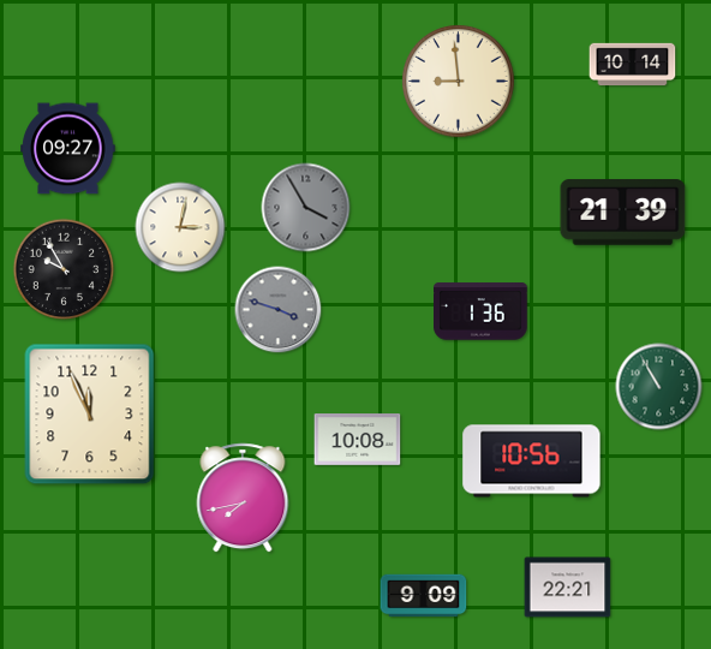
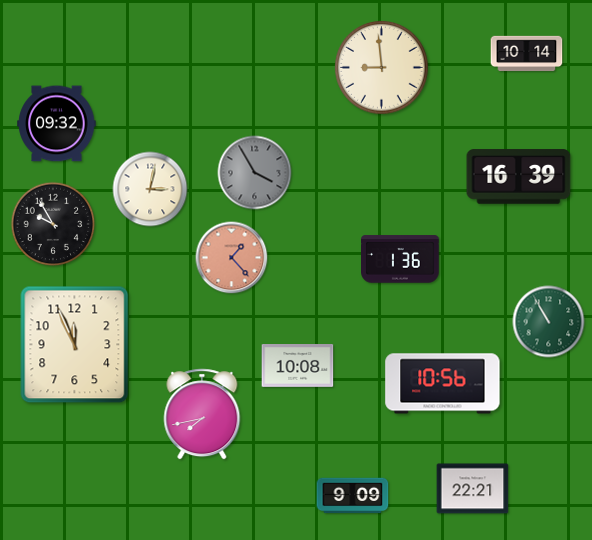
clock at (68, 149): 09:27 -> 09:32
clock at (623, 213): 21:39 -> 16:39
clock at (279, 310): 3:48 -> 1:23
clock at (279, 310) dial: grey -> salmon
